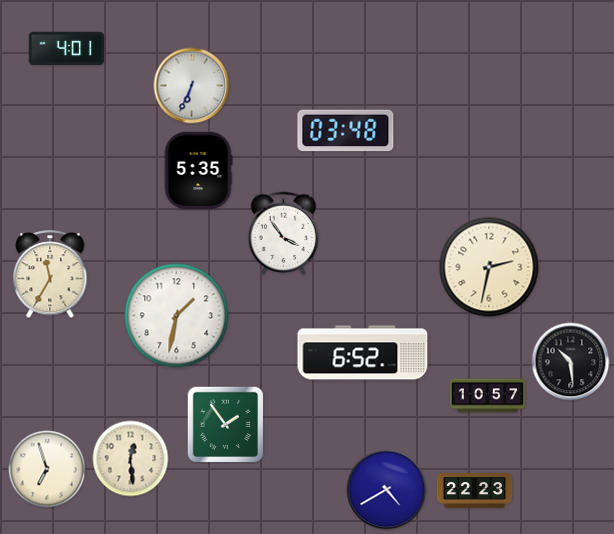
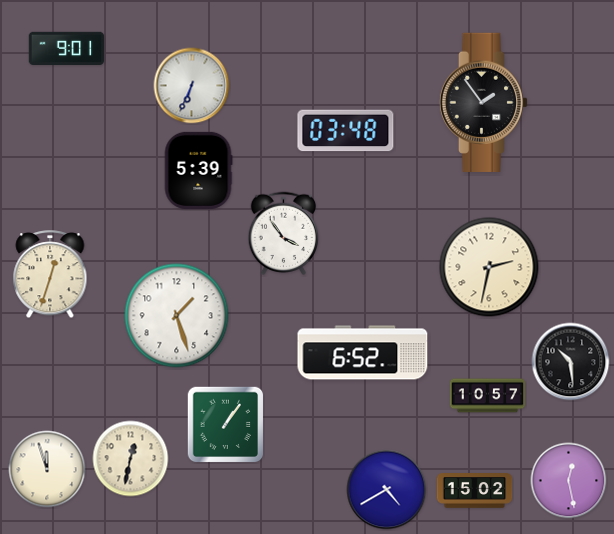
clock at (67, 48): 4:01 -> 9:01
clock at (484, 102): none -> 1:54
clock at (198, 170): 5:35 -> 5:39
clock at (50, 275): 11:35 -> 12:33
clock at (177, 316): 1:32 -> 1:27
clock at (225, 424): 1:54 -> 1:06
clock at (131, 459): 12:29 -> 12:32
clock at (47, 469): 6:57 -> 11:57
clock at (569, 481): none -> 12:28
clock at (475, 491): 22:23 -> 15:02
